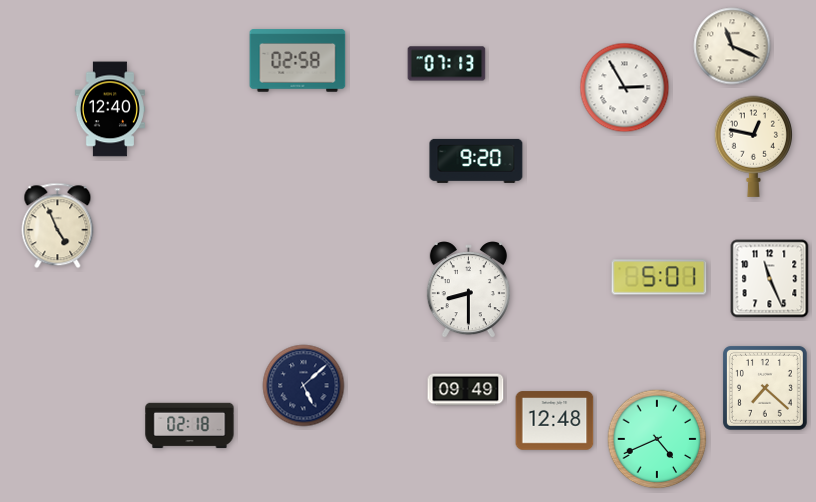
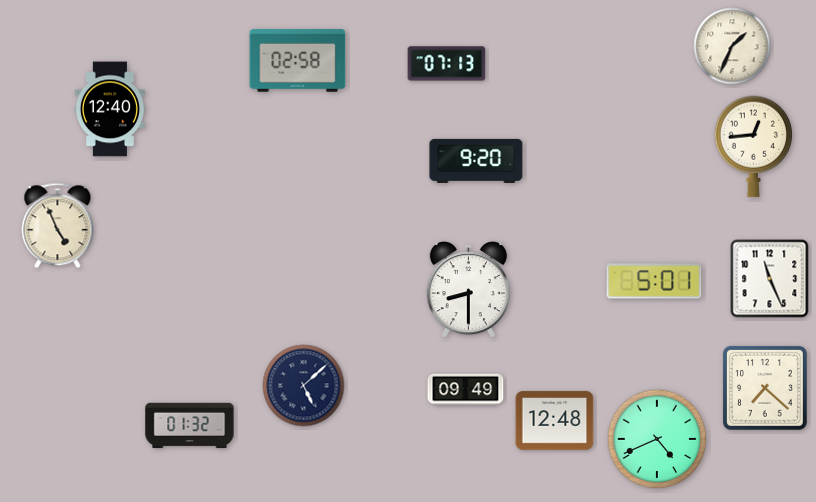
clock at (732, 46): 11:19 -> 1:34
clock at (625, 88): 2:55 -> none
clock at (753, 146): 12:47 -> 12:44
clock at (659, 277) position: (659, 277) -> (654, 281)
clock at (190, 426): 02:18 -> 01:32
